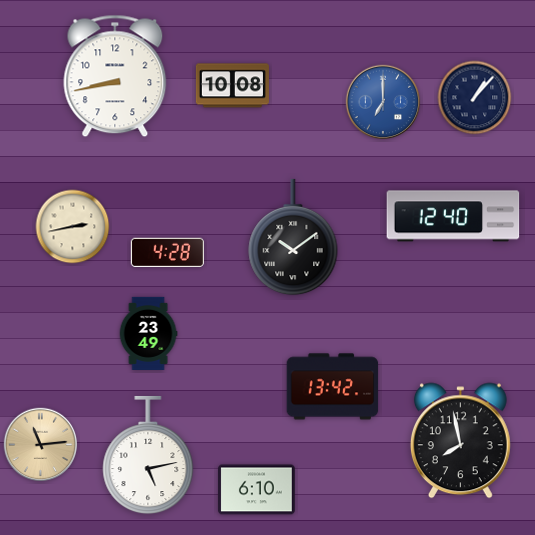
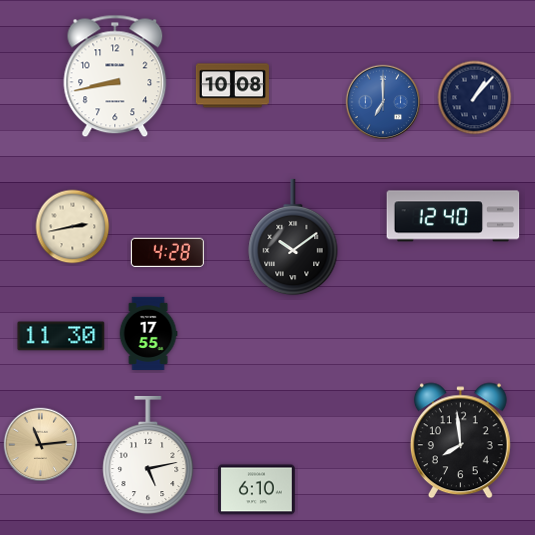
clock at (148, 333): 23:49 -> 17:55
clock at (61, 336): none -> 11:30
clock at (333, 387): 13:42 -> none
clock at (460, 441): 7:58 -> 7:59
